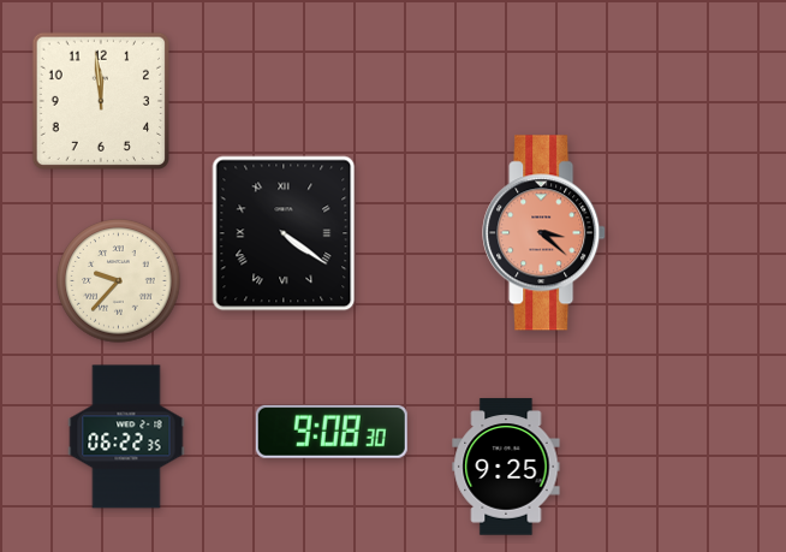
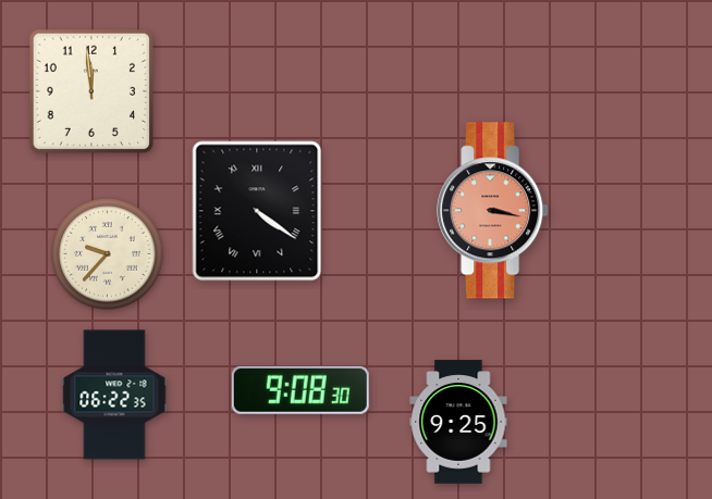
clock at (544, 233): 3:22 -> 3:17
